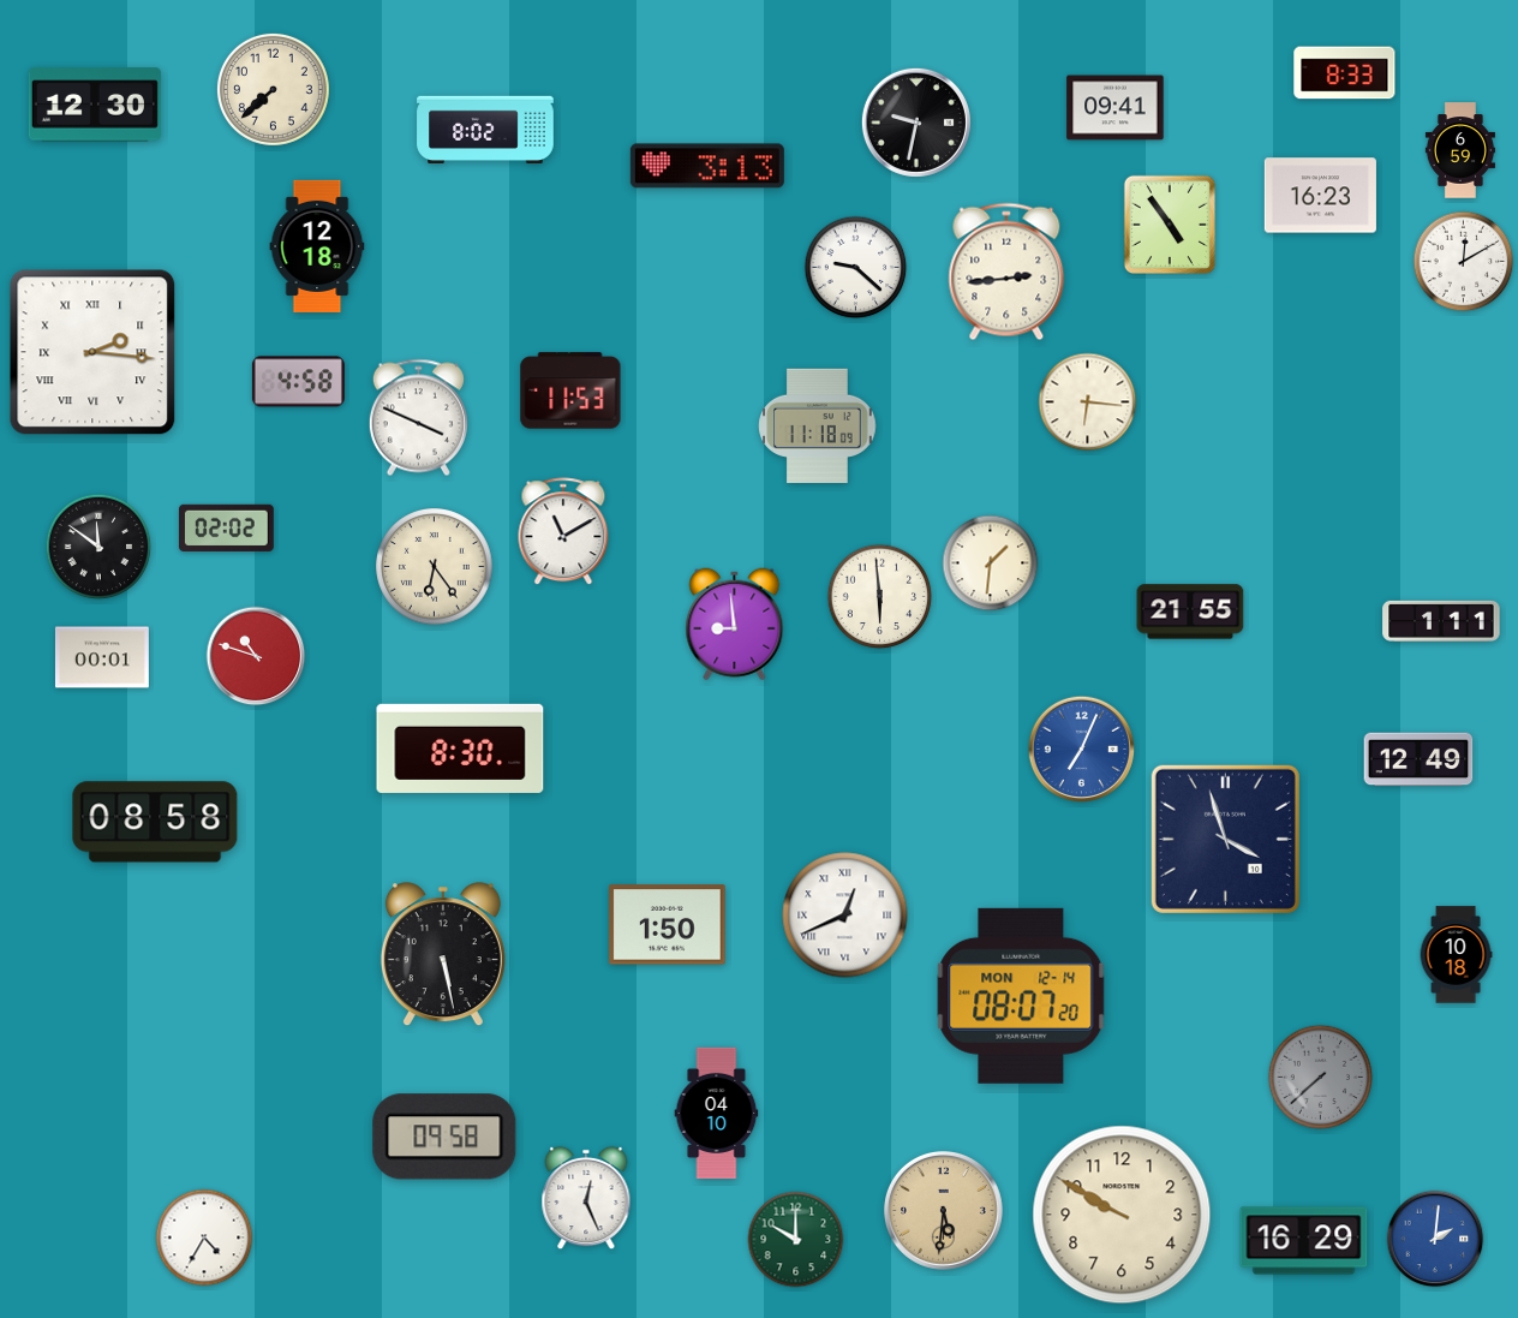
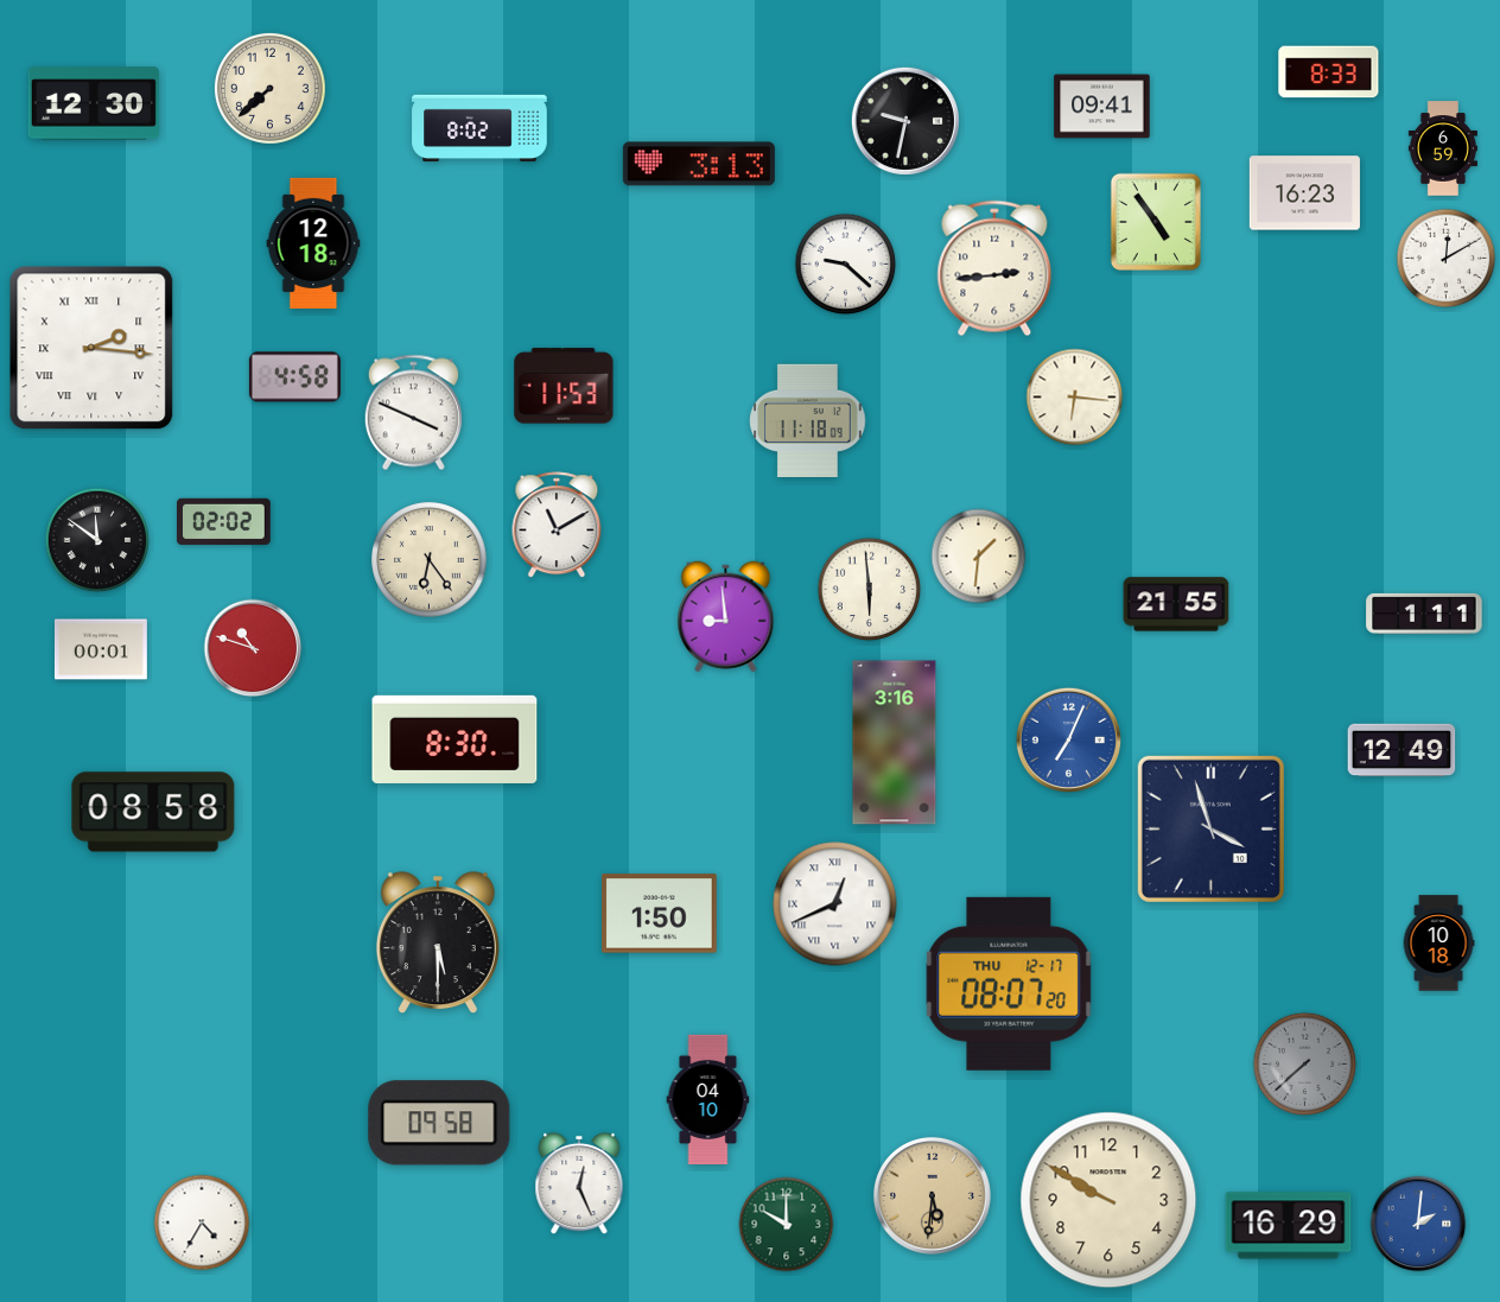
clock at (895, 743): none -> 3:16
clock at (443, 955): 5:28 -> 5:30
clock at (1021, 996) date: MON 12-14 -> THU 12-17
